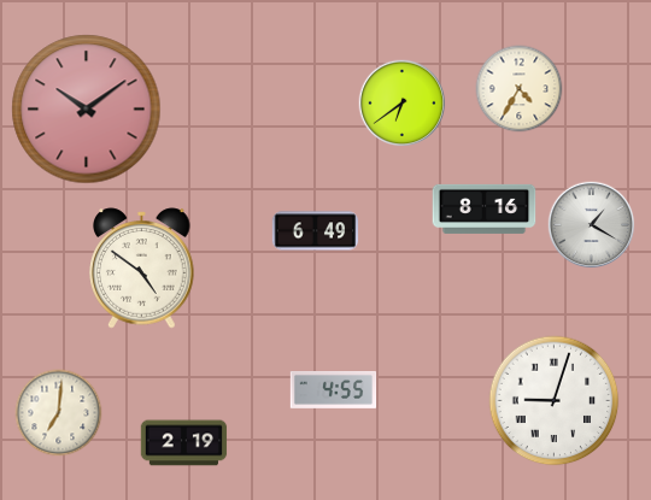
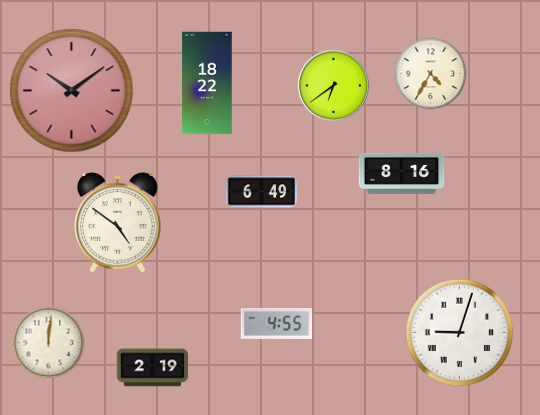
clock at (207, 83): none -> 18:22
clock at (592, 225): 1:20 -> none
clock at (59, 413): 7:01 -> 12:01
